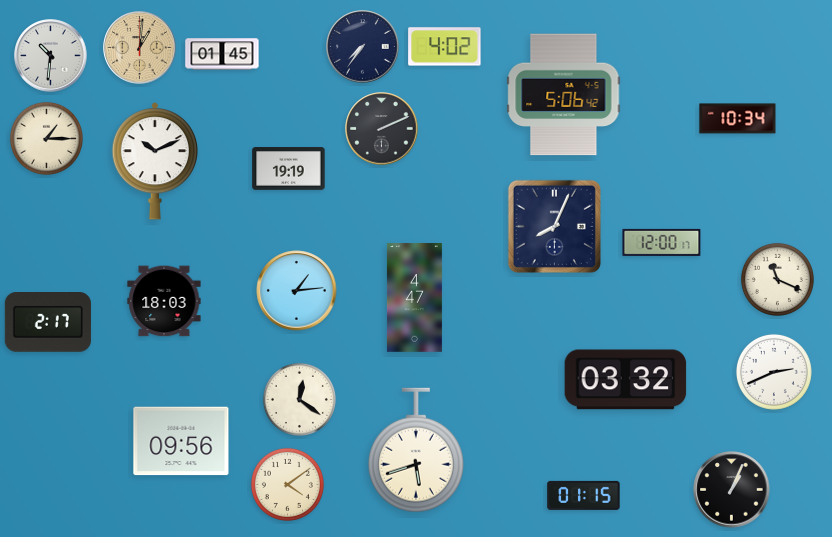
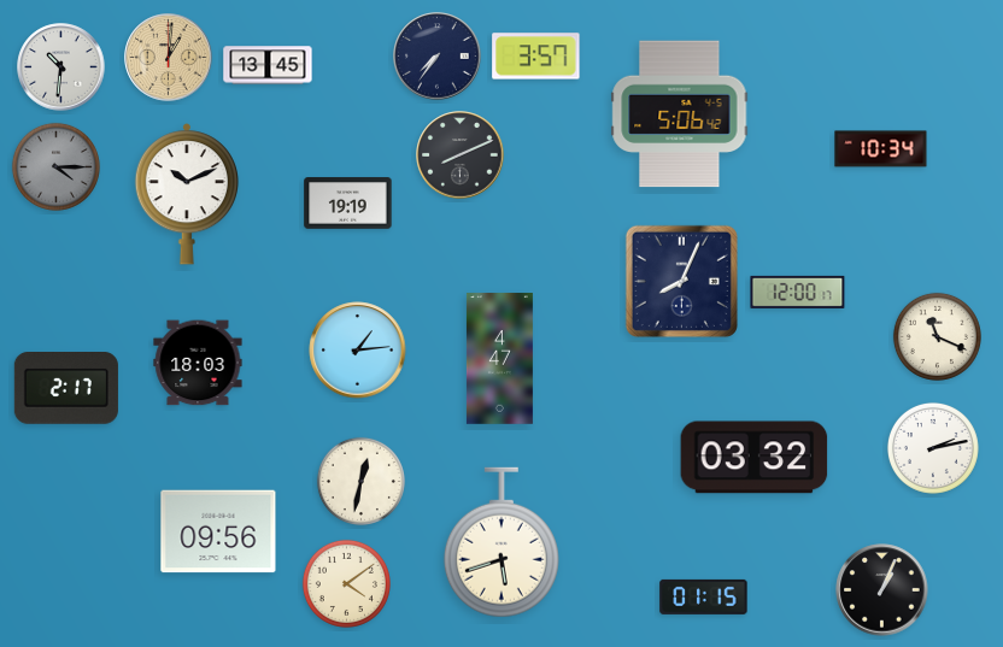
clock at (445, 47): 4:02 -> 3:57
clock at (222, 54): 01:45 -> 13:45
clock at (738, 119) position: (738, 119) -> (881, 149)
clock at (382, 129): 2:11 -> 8:11
clock at (46, 138): 1:15 -> 4:15
clock at (46, 138) dial: cream -> grey
clock at (554, 226) position: (554, 226) -> (681, 281)
clock at (48, 323) position: (48, 323) -> (66, 389)
clock at (774, 372): 2:41 -> 2:13
clock at (299, 399): 12:21 -> 12:32
